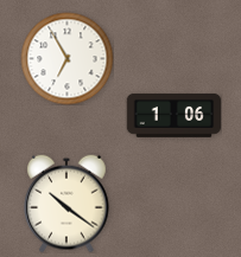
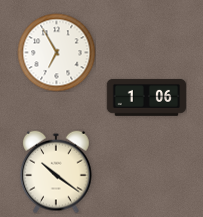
clock at (66, 58) position: (66, 58) -> (56, 52)
